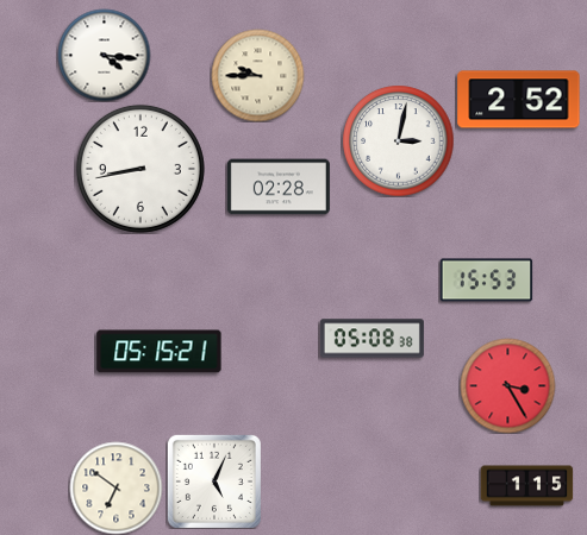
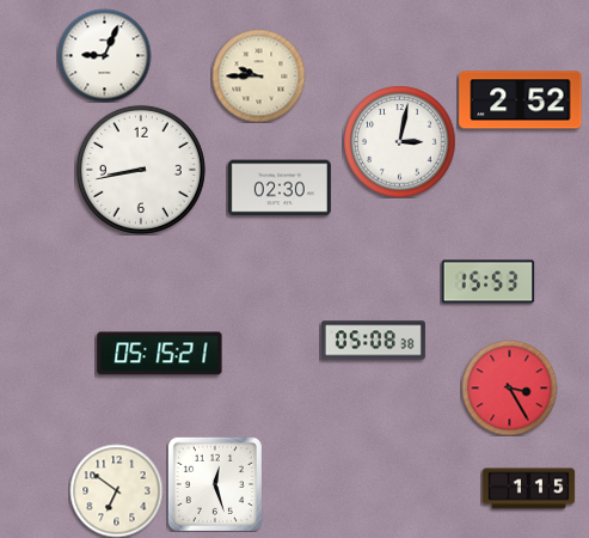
clock at (104, 55): 4:16 -> 9:04
clock at (279, 187): 02:28 -> 02:30
clock at (214, 481): 5:04 -> 12:27
